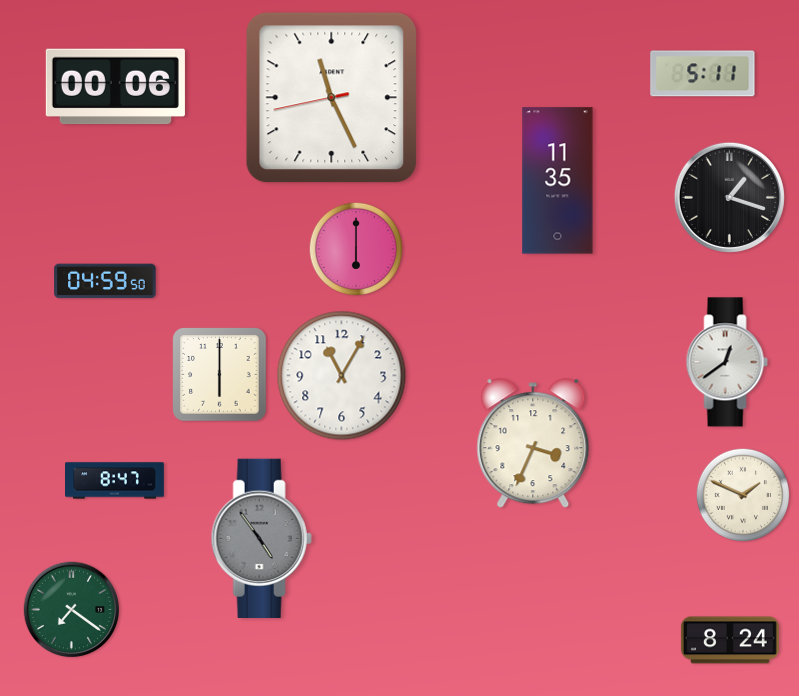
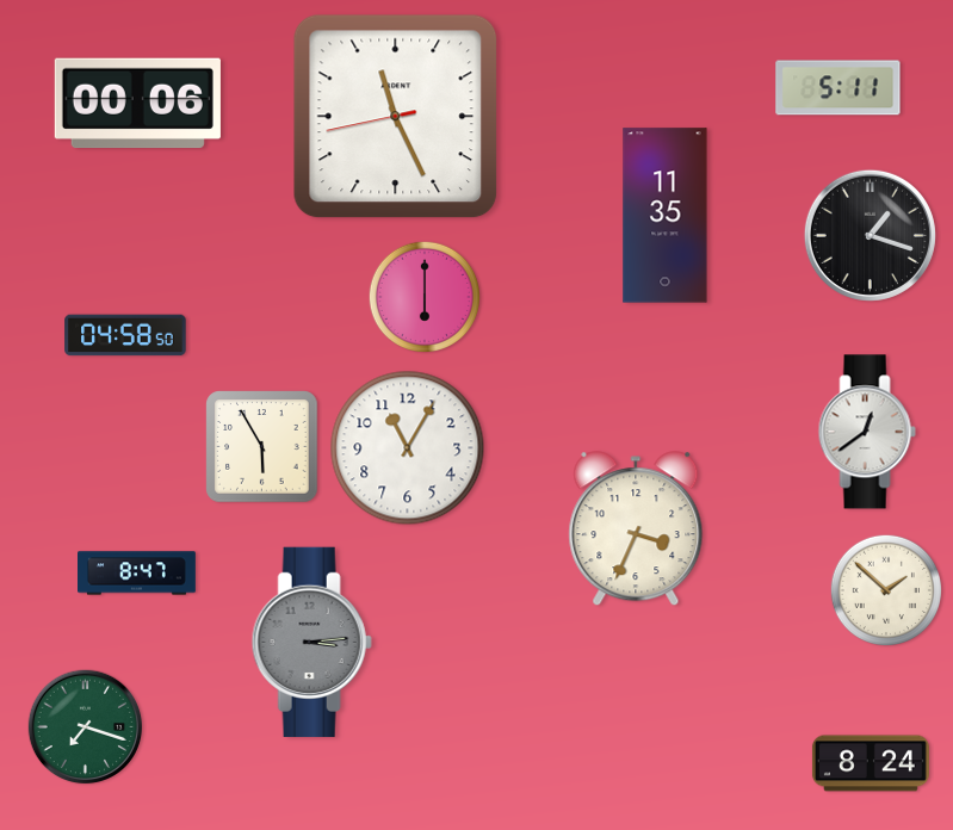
clock at (105, 281): 04:59 -> 04:58
clock at (220, 375): 6:00 -> 5:55
clock at (742, 494): 1:49 -> 1:52
clock at (261, 538): 4:54 -> 3:14
clock at (72, 610): 7:21 -> 7:18
